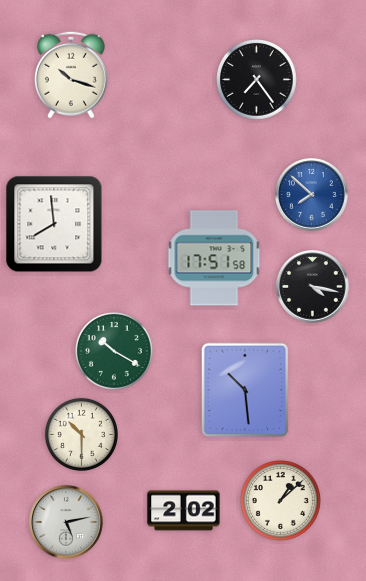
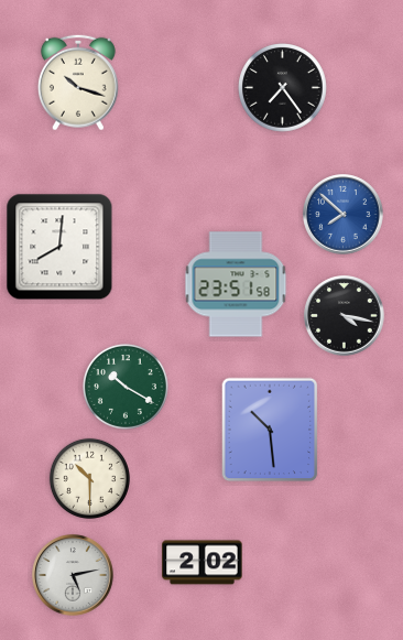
clock at (54, 224): 7:59 -> 8:01
clock at (214, 258): 17:51 -> 23:51
clock at (281, 501): 1:08 -> none
